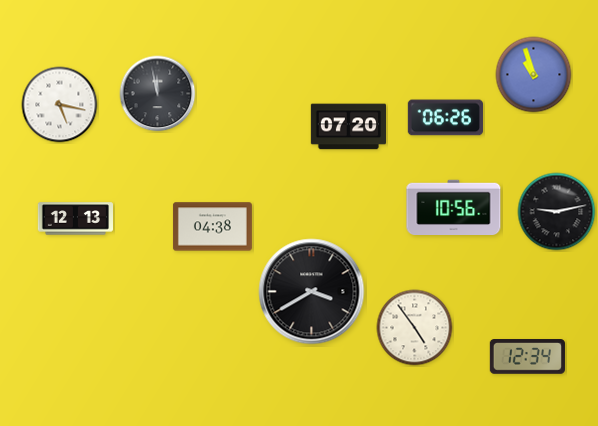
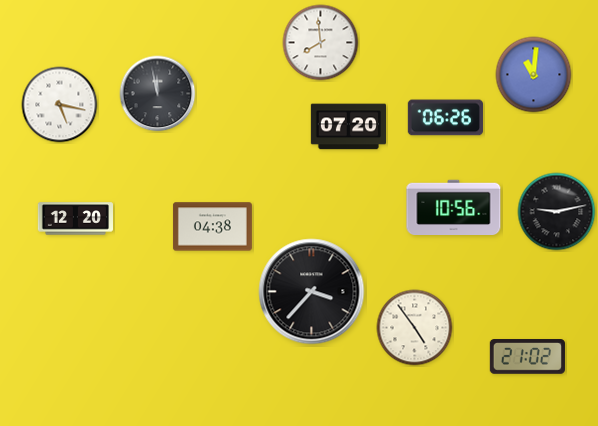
clock at (321, 43): none -> 7:59
clock at (534, 75): 10:57 -> 11:01
clock at (75, 219): 12:13 -> 12:20
clock at (312, 292): 3:40 -> 3:37
clock at (527, 357): 12:34 -> 21:02
